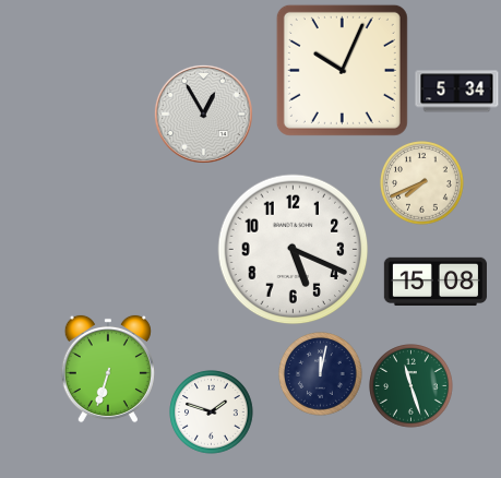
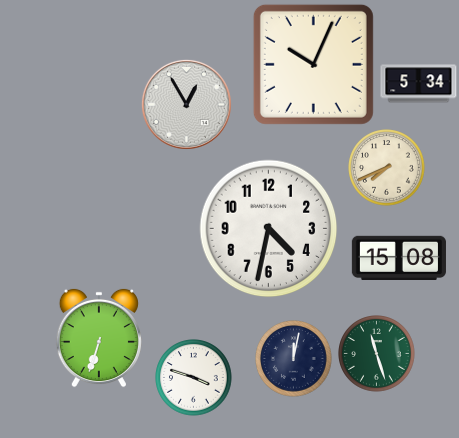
clock at (294, 250): 5:19 -> 4:32
clock at (321, 374) position: (321, 374) -> (294, 359)
clock at (212, 413): 1:48 -> 3:48
